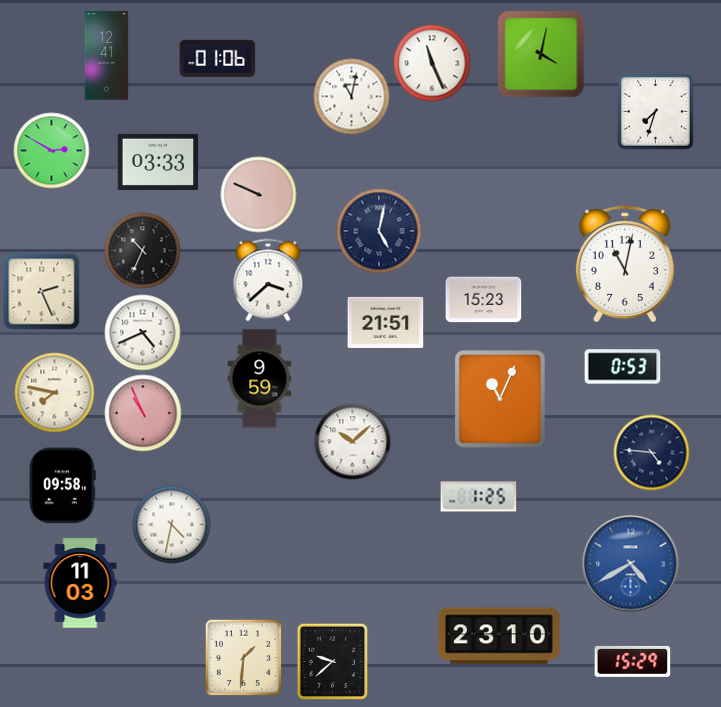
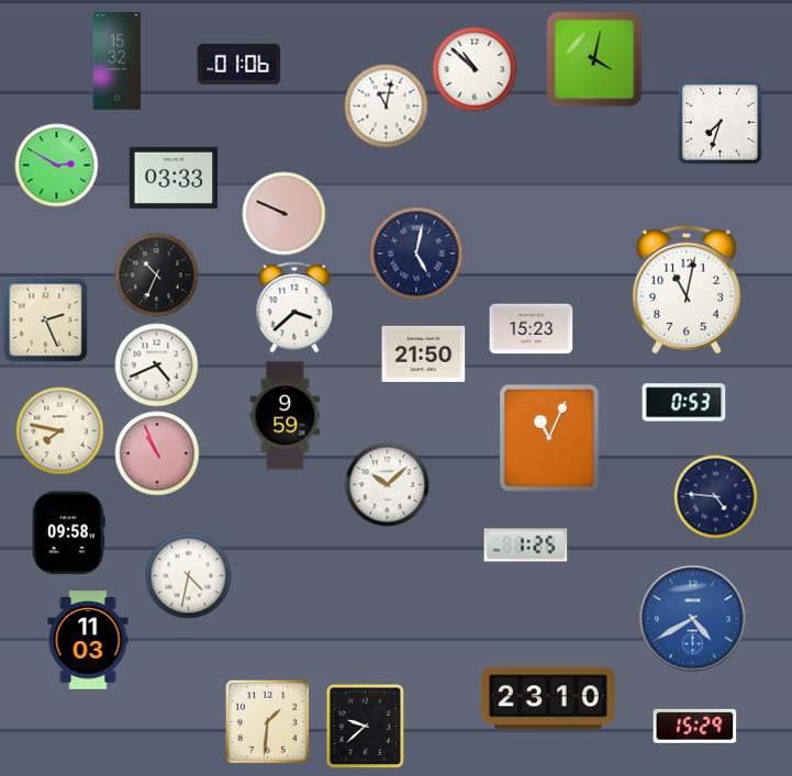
clock at (107, 56): 12:41 -> 15:32
clock at (432, 63): 11:26 -> 10:52
clock at (386, 322): 21:51 -> 21:50
